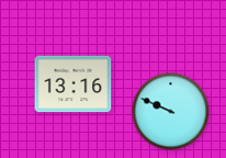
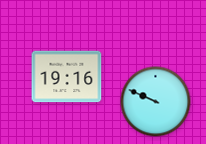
clock at (74, 84): 13:16 -> 19:16
